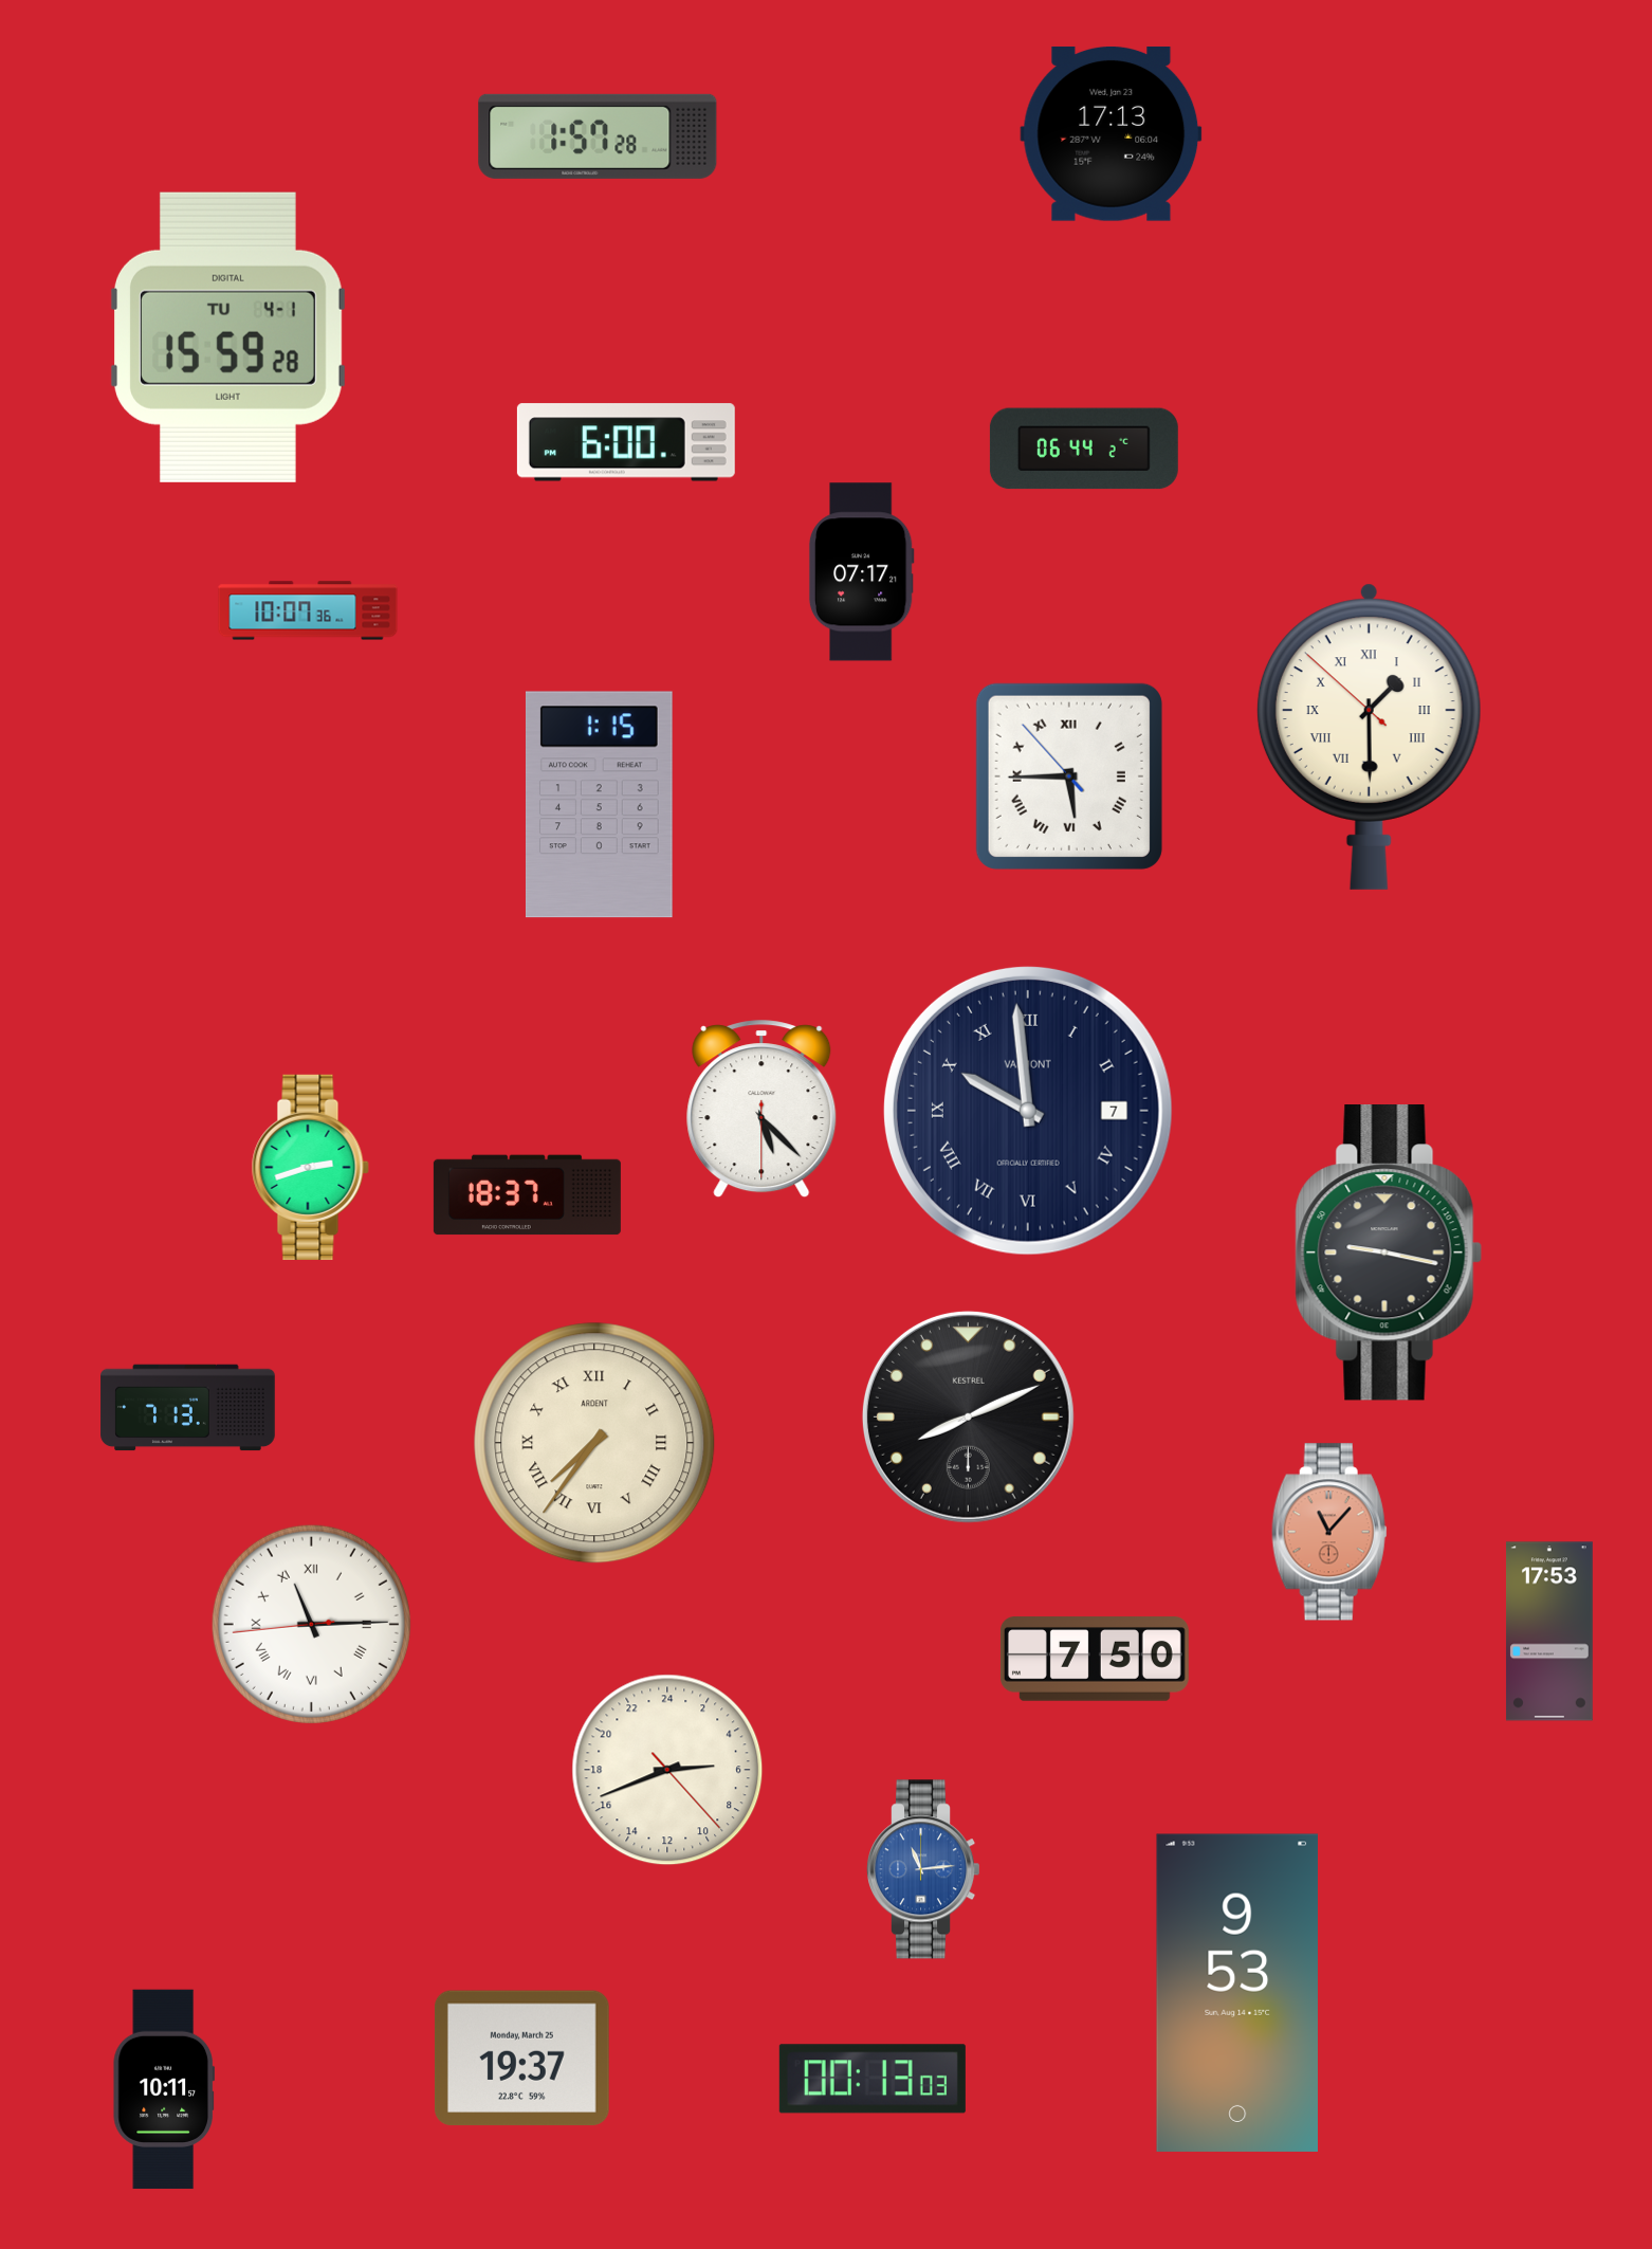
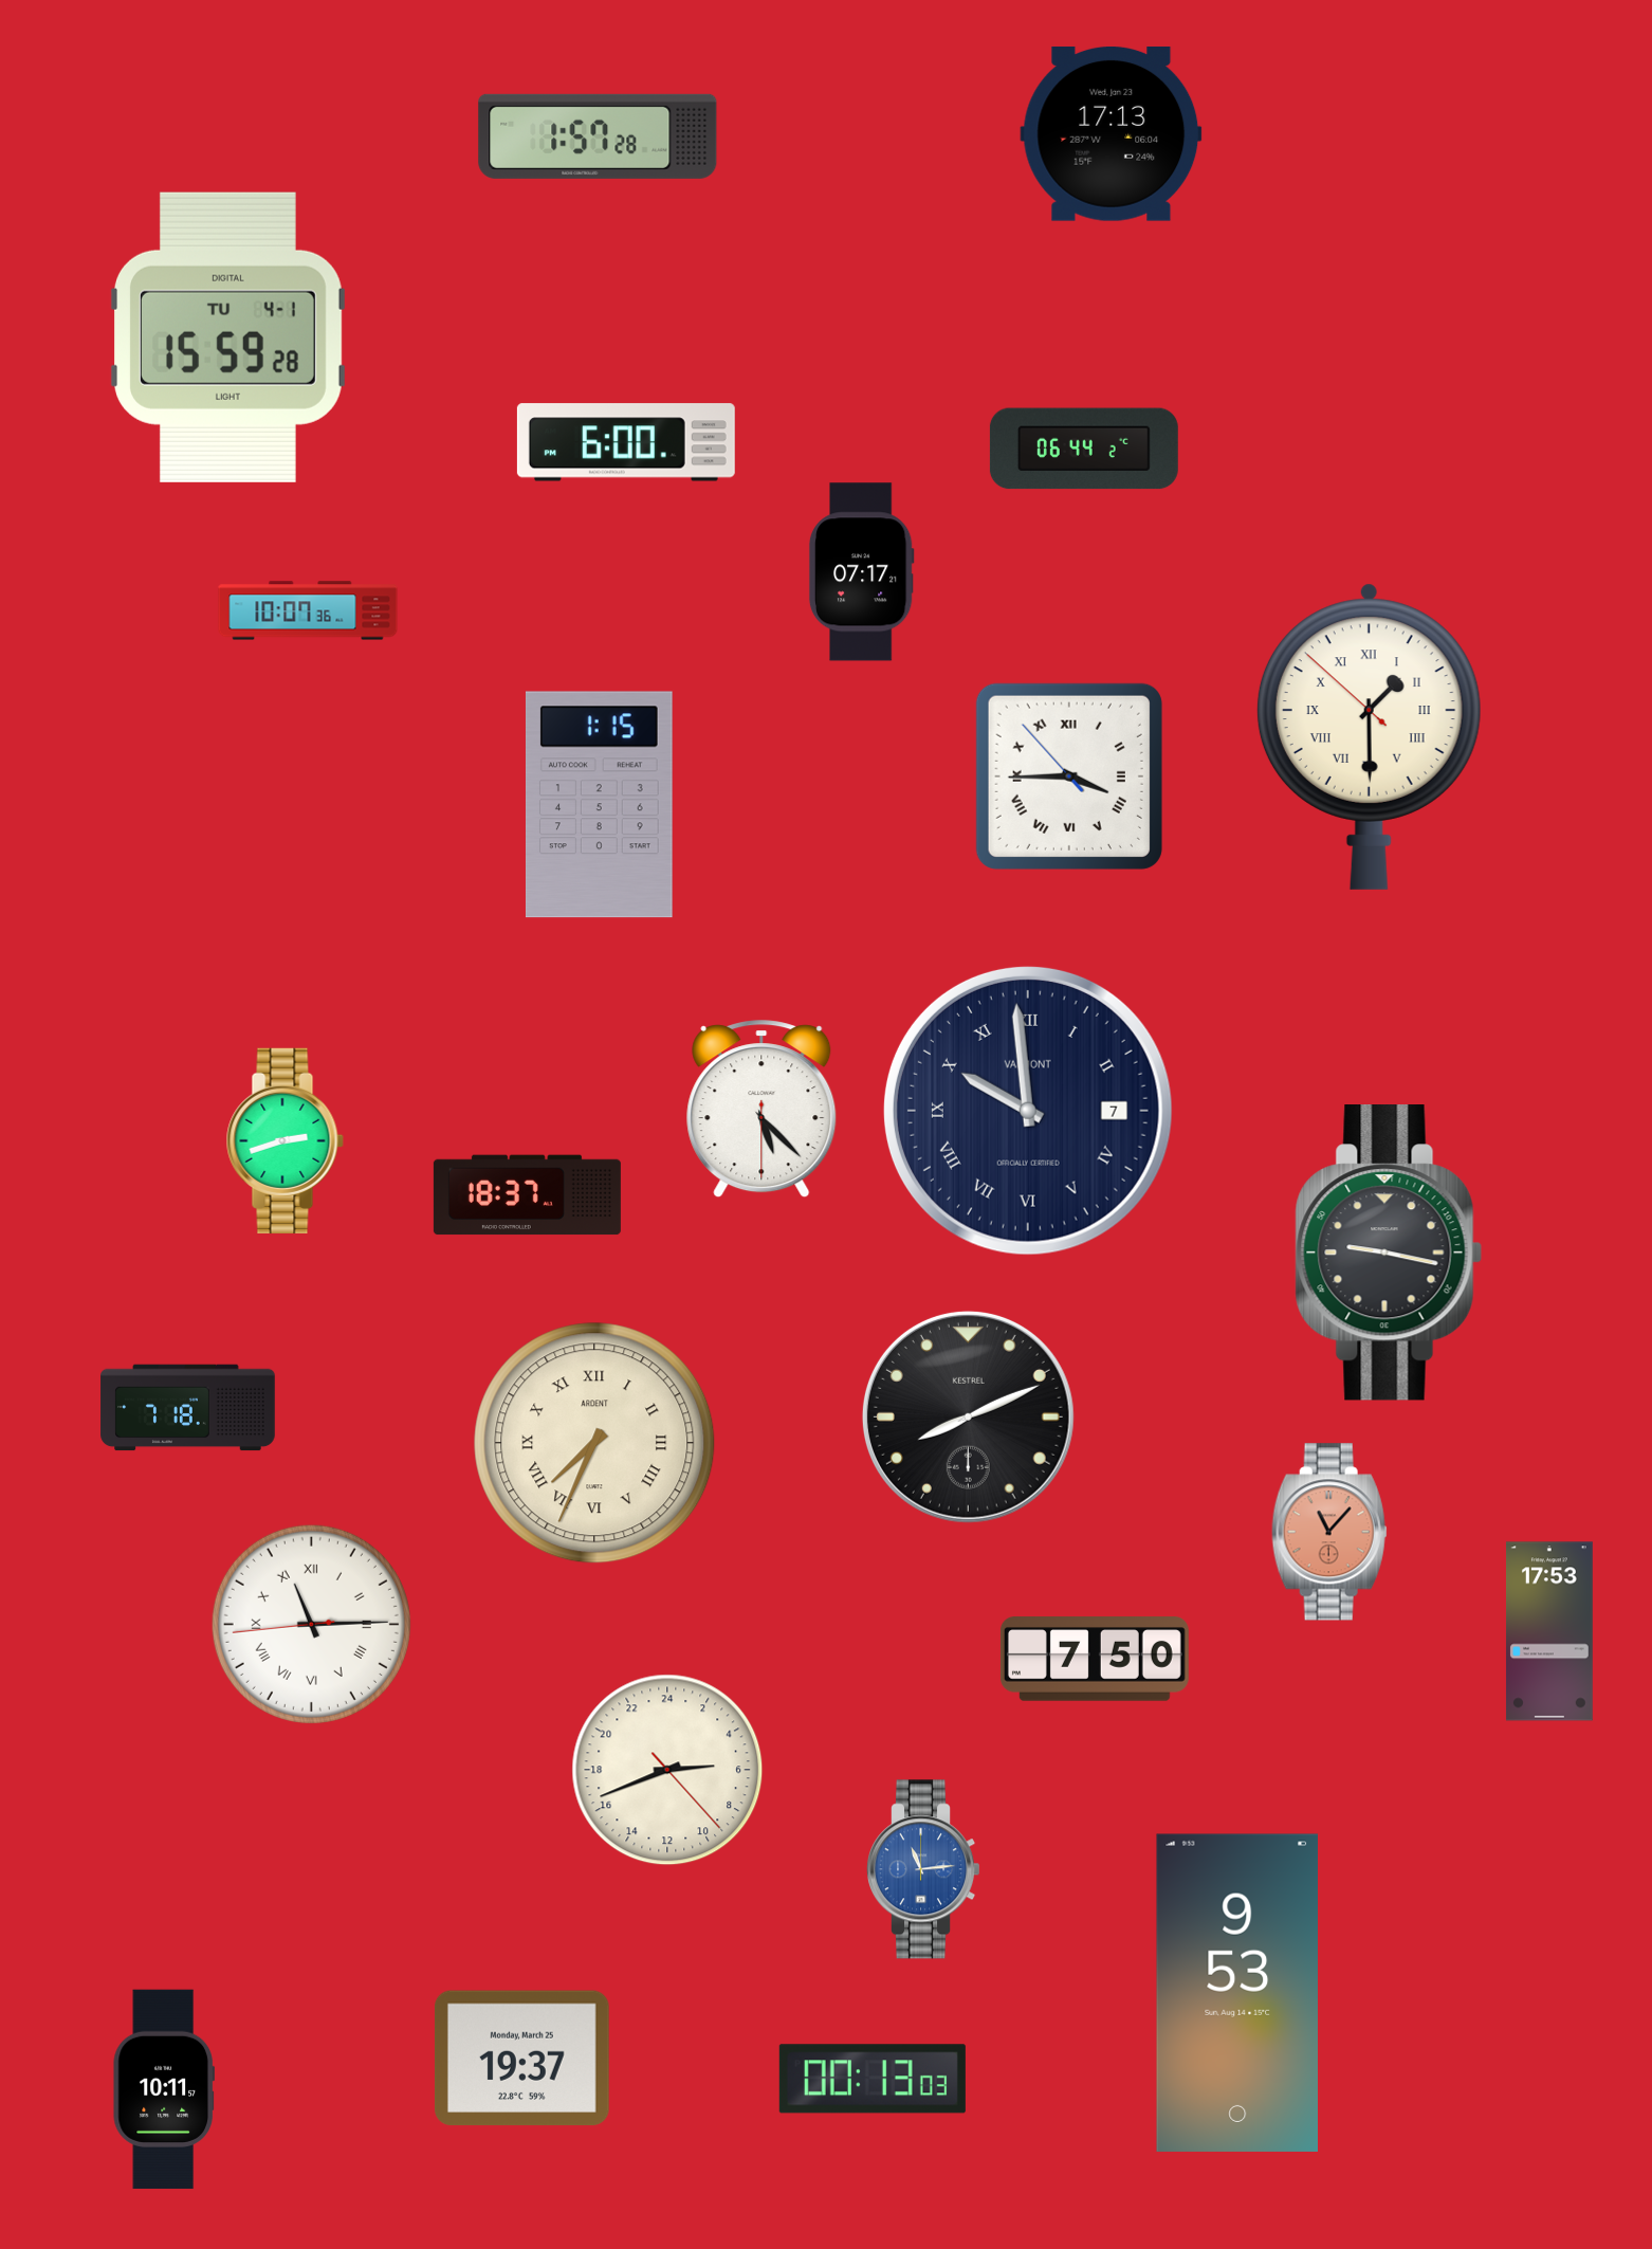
clock at (1069, 776): 5:44 -> 3:44
clock at (310, 1167) position: (310, 1167) -> (284, 1140)
clock at (188, 1408): 7:13 -> 7:18
clock at (594, 1443): 7:36 -> 7:34
